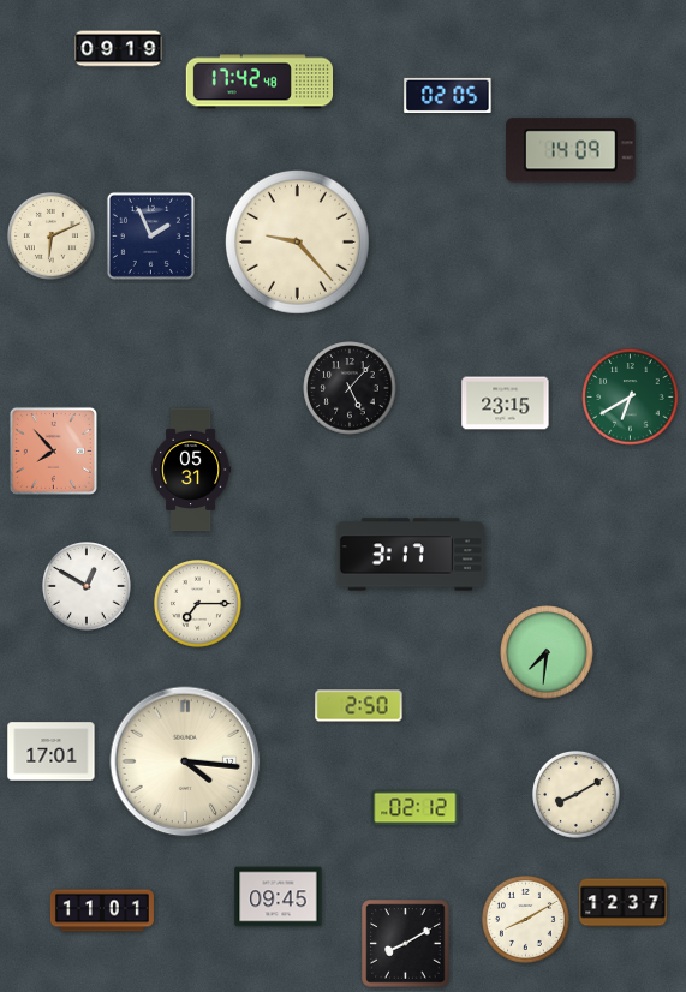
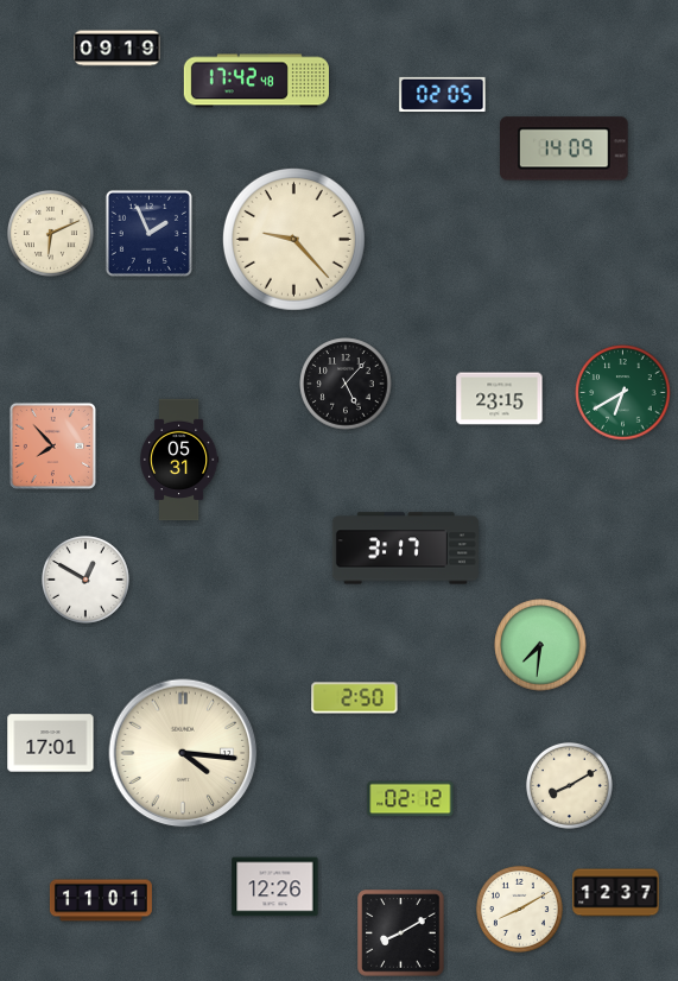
clock at (191, 470) position: (191, 470) -> (179, 460)
clock at (197, 603): 7:15 -> none
clock at (279, 897): 09:45 -> 12:26
